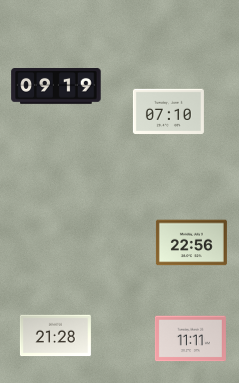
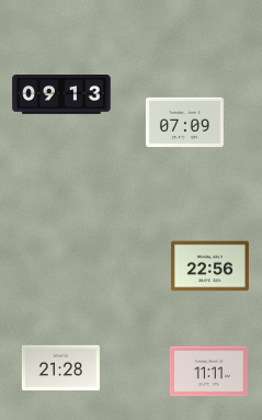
clock at (56, 87): 09:19 -> 09:13
clock at (168, 112): 07:10 -> 07:09
